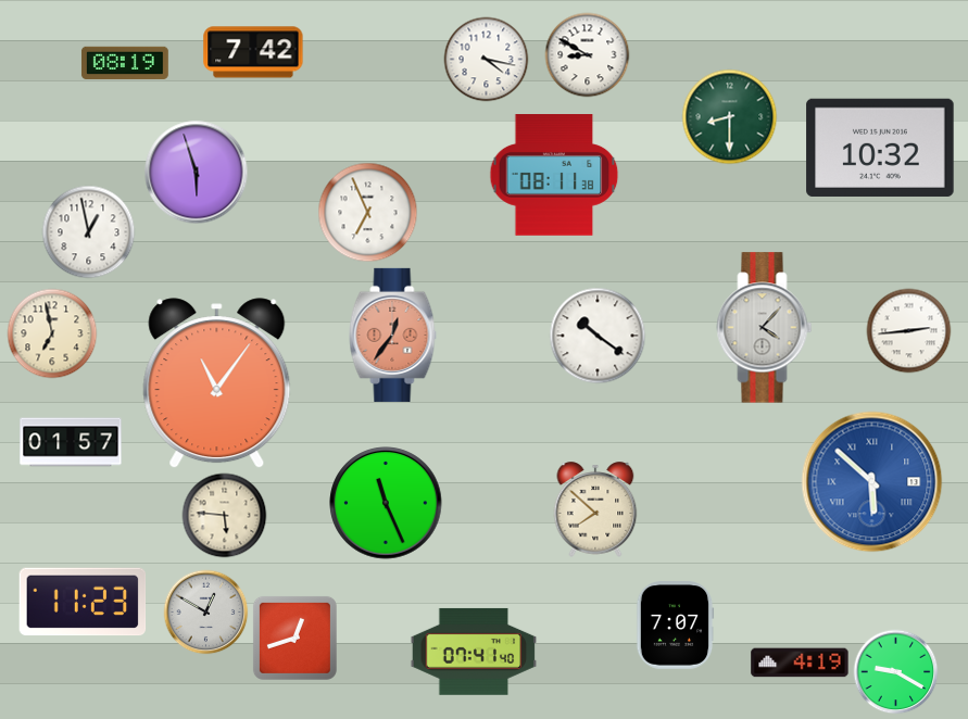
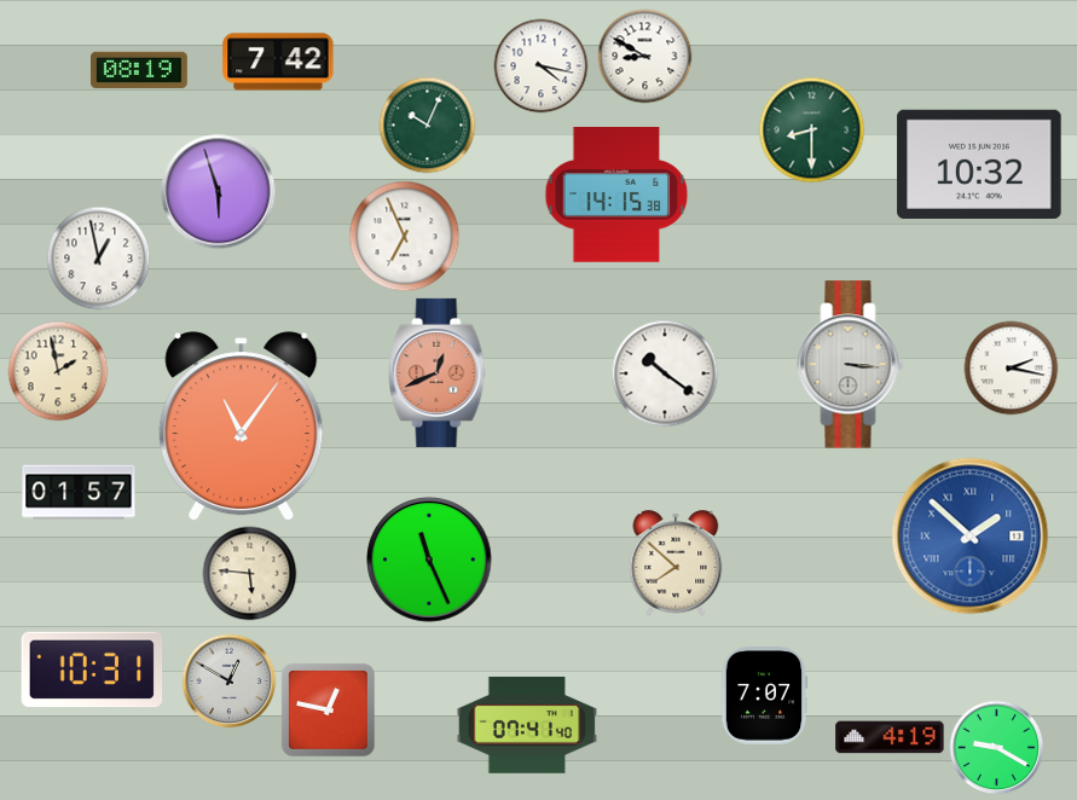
clock at (253, 52) position: (253, 52) -> (278, 62)
clock at (587, 54) position: (587, 54) -> (644, 56)
clock at (427, 124): none -> 10:04
clock at (554, 175): 08:11 -> 14:15
clock at (367, 212) position: (367, 212) -> (404, 236)
clock at (765, 328): 4:07 -> 3:16
clock at (908, 330): 2:44 -> 2:17
clock at (52, 333): 6:58 -> 1:58
clock at (393, 335): 12:36 -> 12:41
clock at (872, 482): 5:52 -> 1:52
clock at (595, 509) position: (595, 509) -> (676, 563)
clock at (83, 602): 11:23 -> 10:31
clock at (675, 626) position: (675, 626) -> (764, 696)
clock at (294, 638): 12:42 -> 12:47
